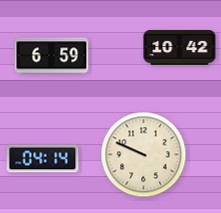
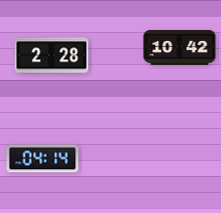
clock at (52, 56): 6:59 -> 2:28
clock at (144, 155): 9:49 -> none
